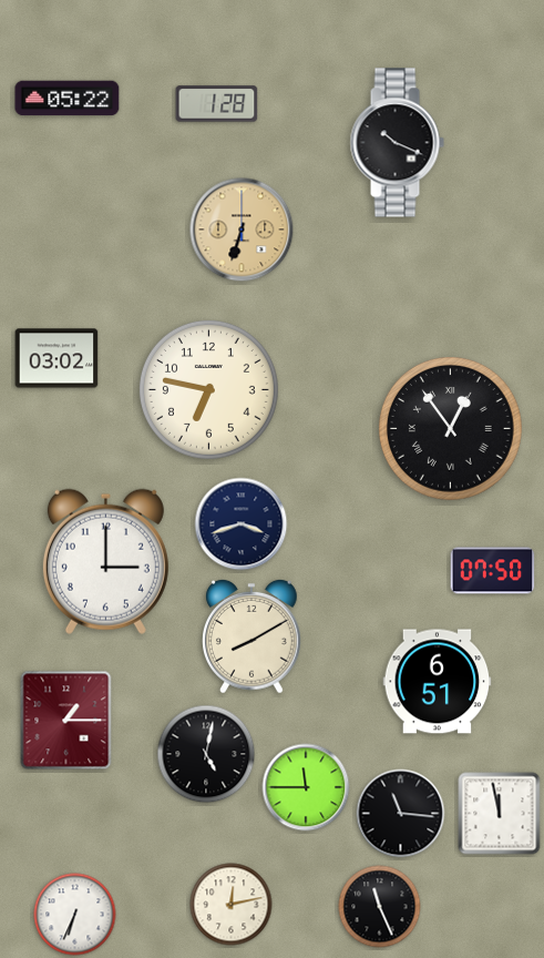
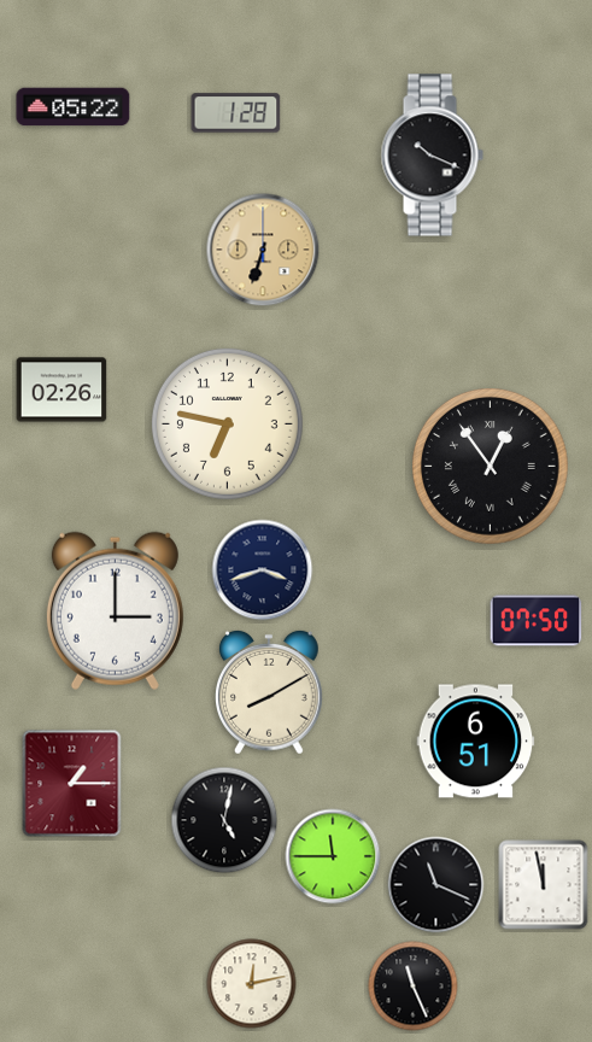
clock at (57, 358): 03:02 -> 02:26
clock at (253, 636) position: (253, 636) -> (270, 692)
clock at (401, 814): 11:16 -> 11:19
clock at (75, 915): 6:34 -> none
